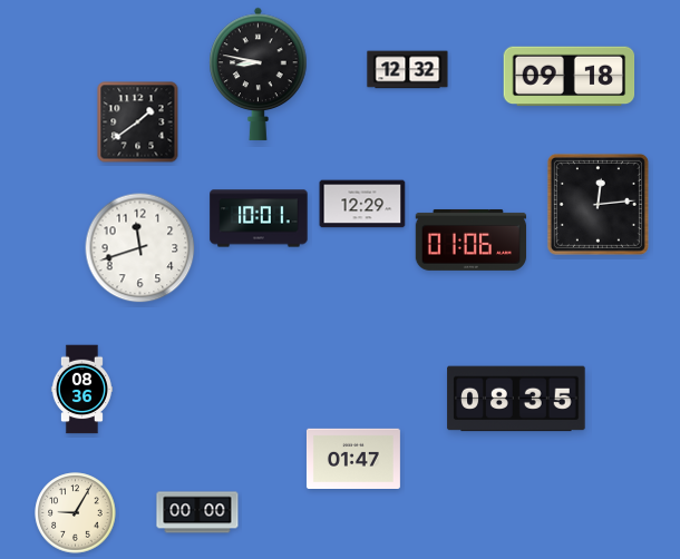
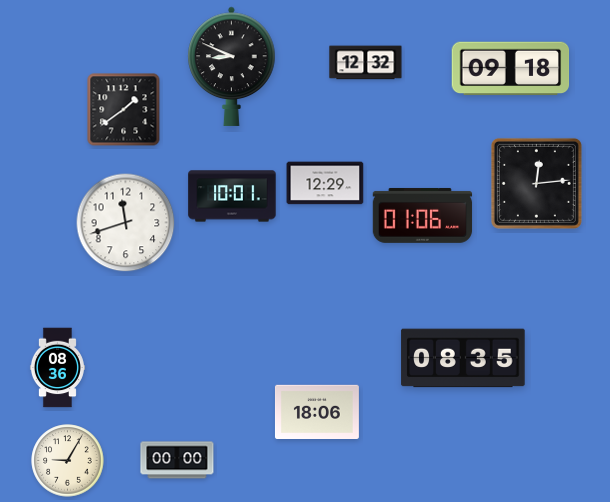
clock at (259, 73): 8:47 -> 8:49
clock at (81, 390) position: (81, 390) -> (57, 368)
clock at (353, 458): 01:47 -> 18:06
